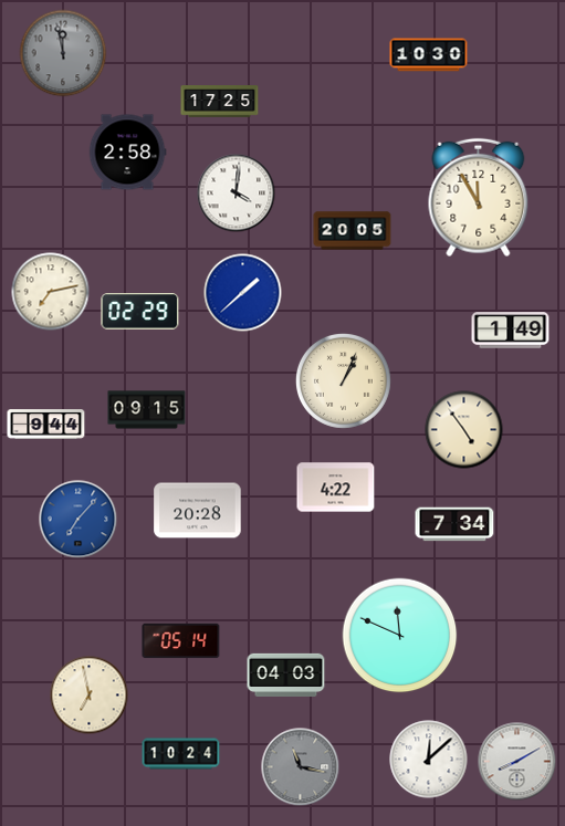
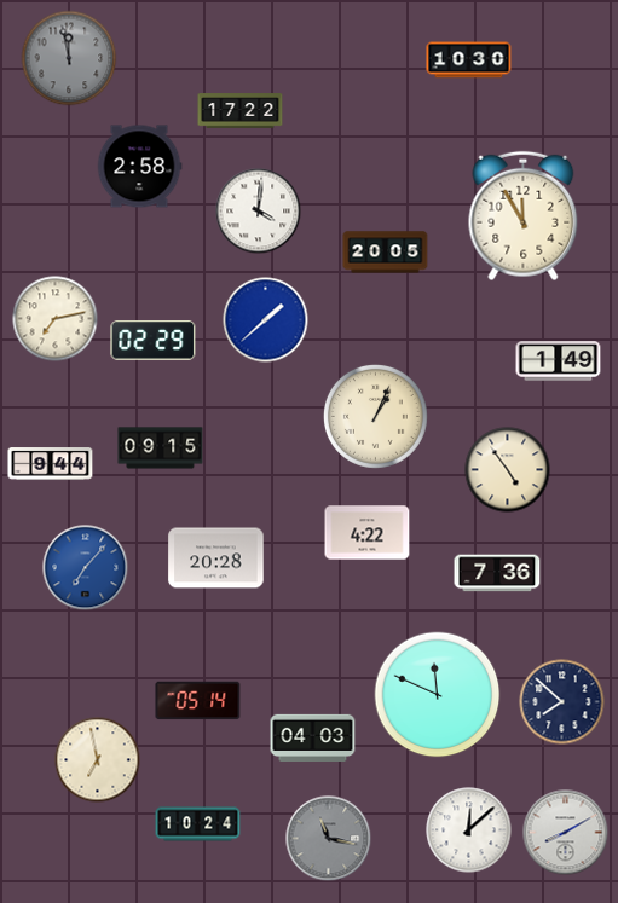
clock at (220, 102): 17:25 -> 17:22
clock at (454, 524): 7:34 -> 7:36
clock at (562, 702): none -> 7:52
